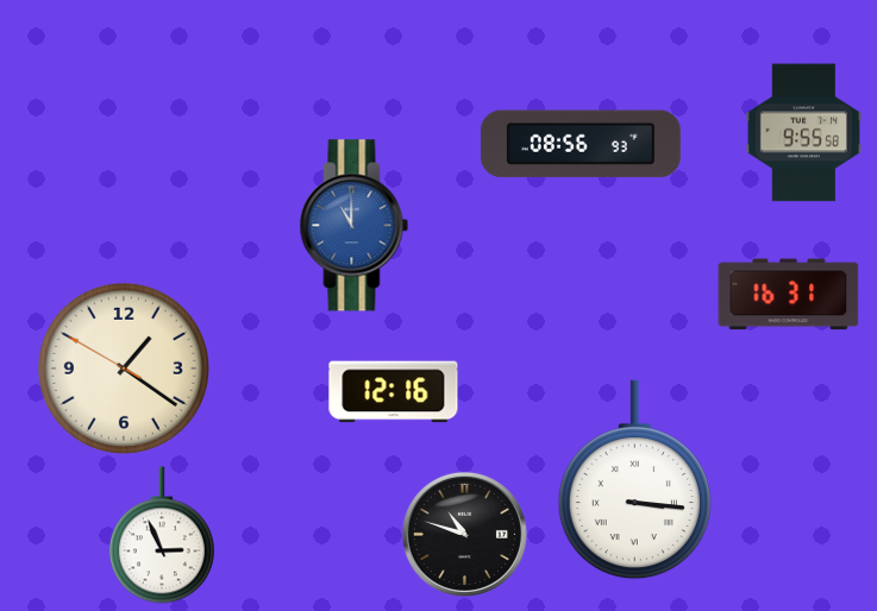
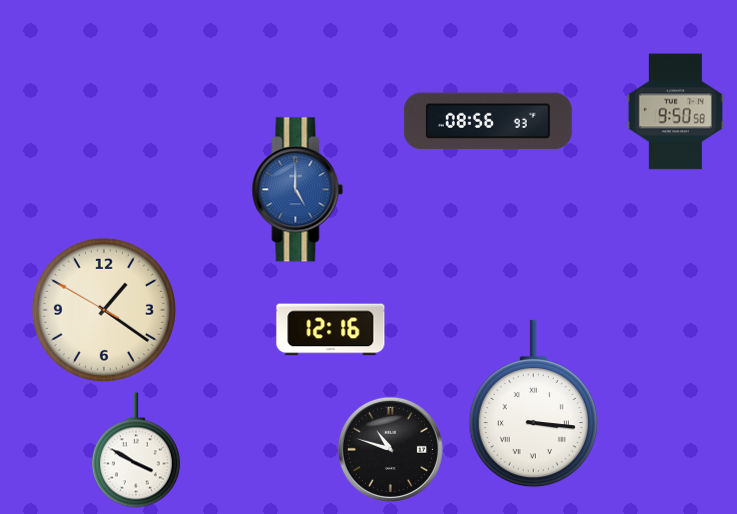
clock at (803, 133): 9:55 -> 9:50
clock at (355, 226): 11:00 -> 5:00
clock at (789, 295): 16:31 -> none
clock at (162, 535): 2:56 -> 3:50
